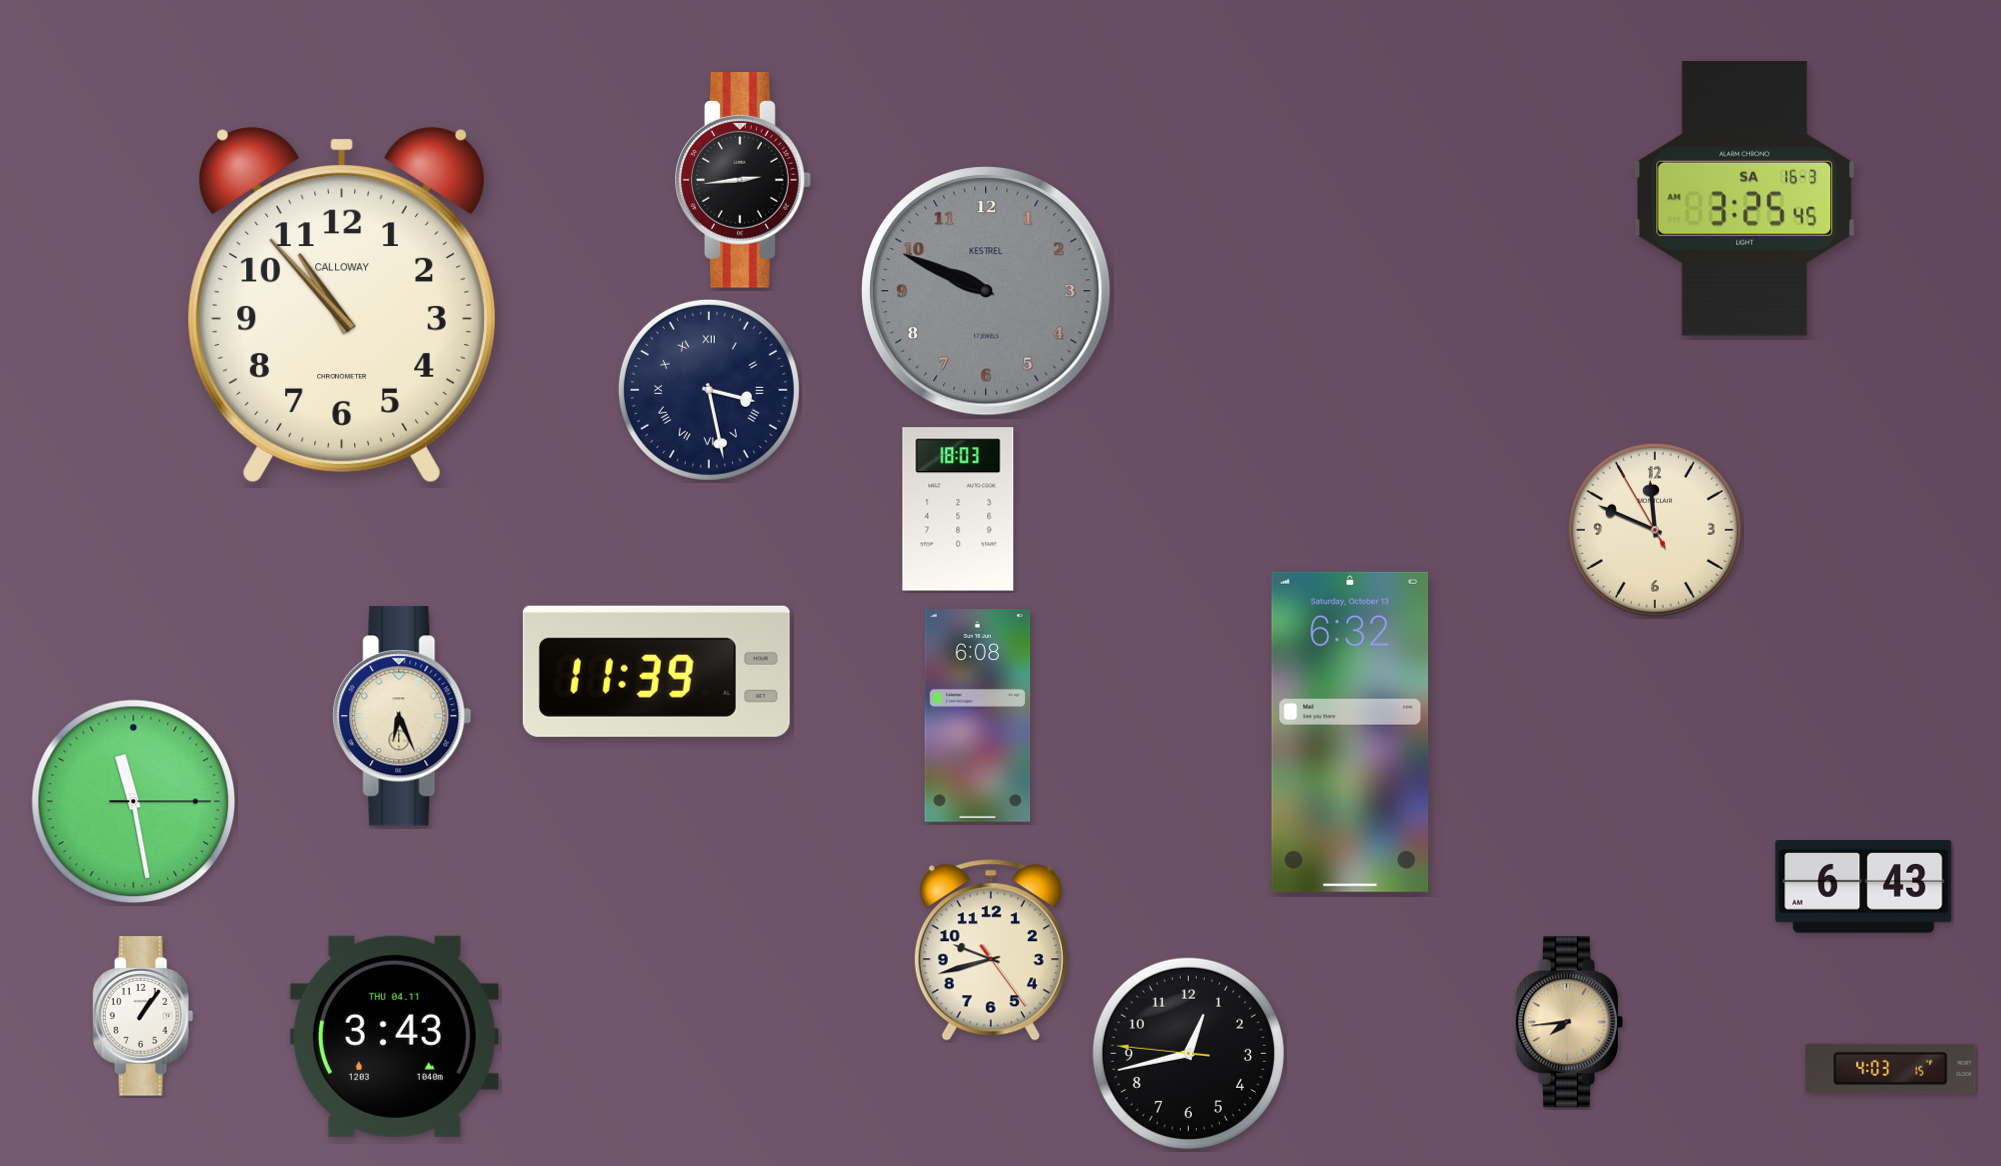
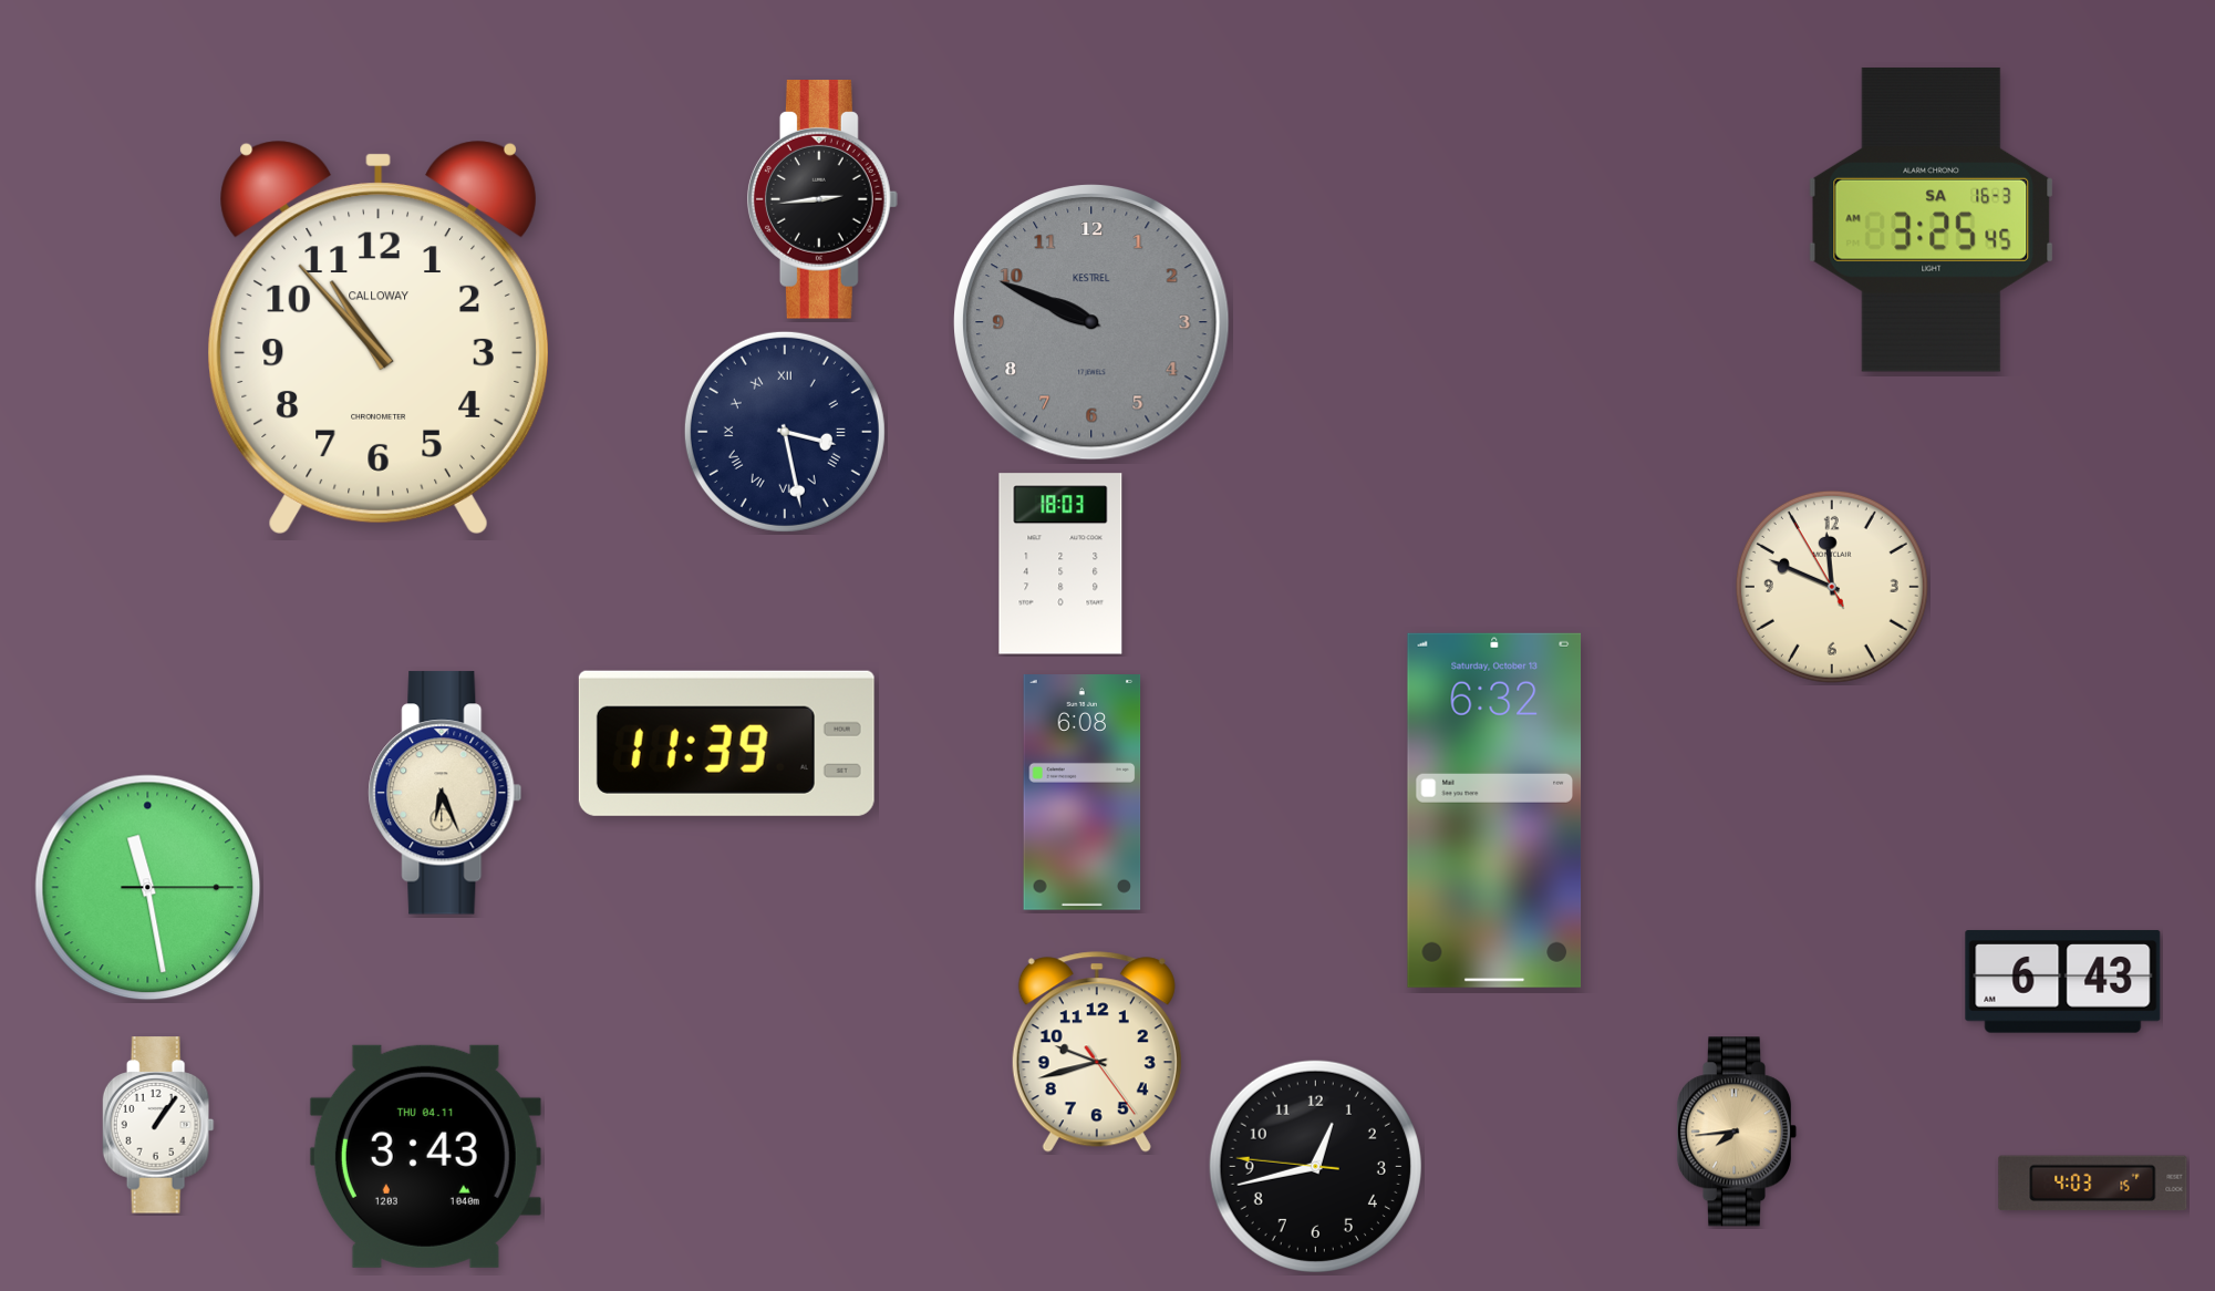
clock at (394, 1036) position: (394, 1036) -> (425, 1156)
